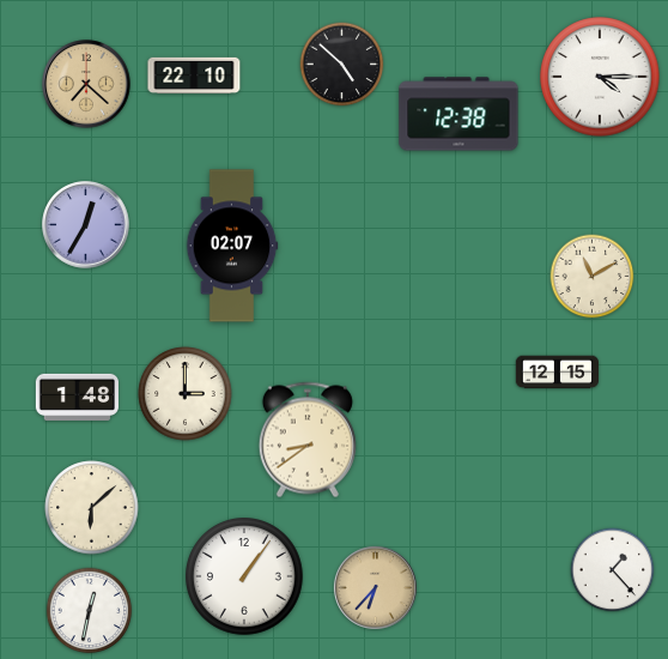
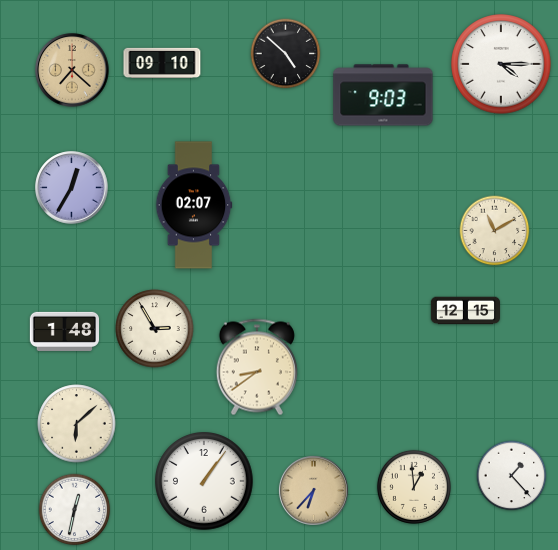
clock at (194, 74): 22:10 -> 09:10
clock at (459, 114): 12:38 -> 9:03
clock at (186, 394): 3:00 -> 2:55
clock at (414, 487): none -> 12:59
